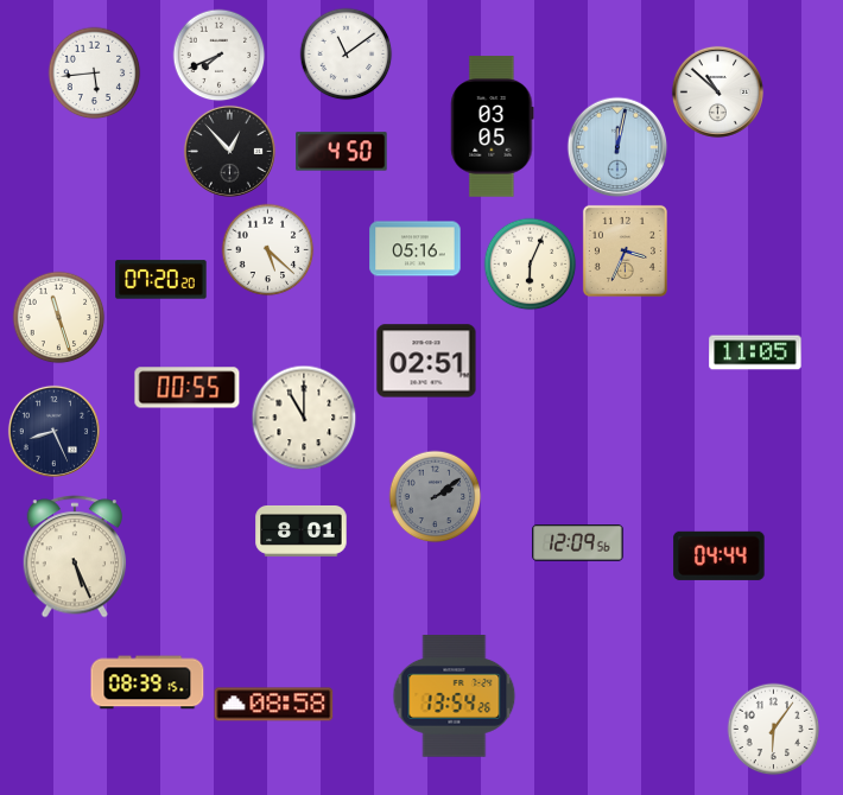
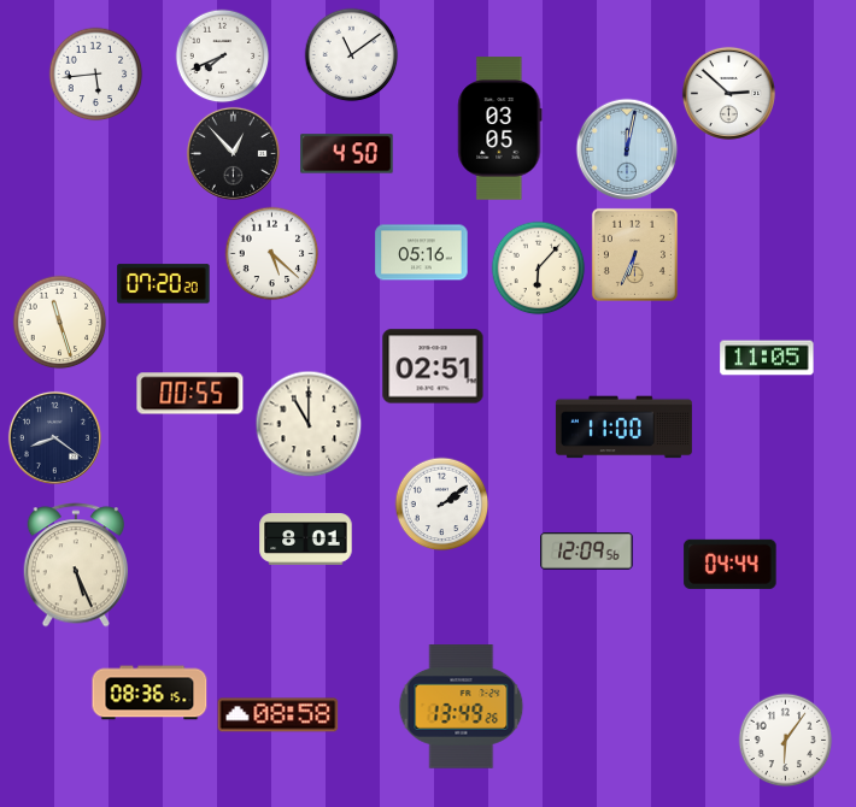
clock at (717, 91): 10:52 -> 2:52
clock at (625, 250): 3:34 -> 6:34
clock at (530, 263): 6:04 -> 6:07
clock at (623, 428): none -> 11:00
clock at (53, 431): 8:26 -> 8:21
clock at (435, 496) dial: grey -> white
clock at (147, 682): 08:39 -> 08:36
clock at (455, 697): 13:54 -> 13:49
